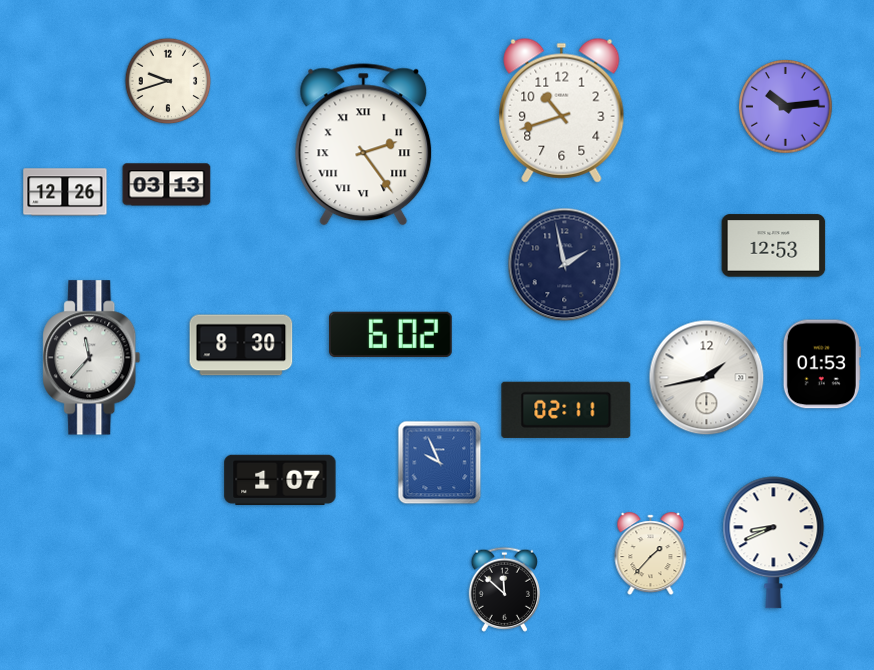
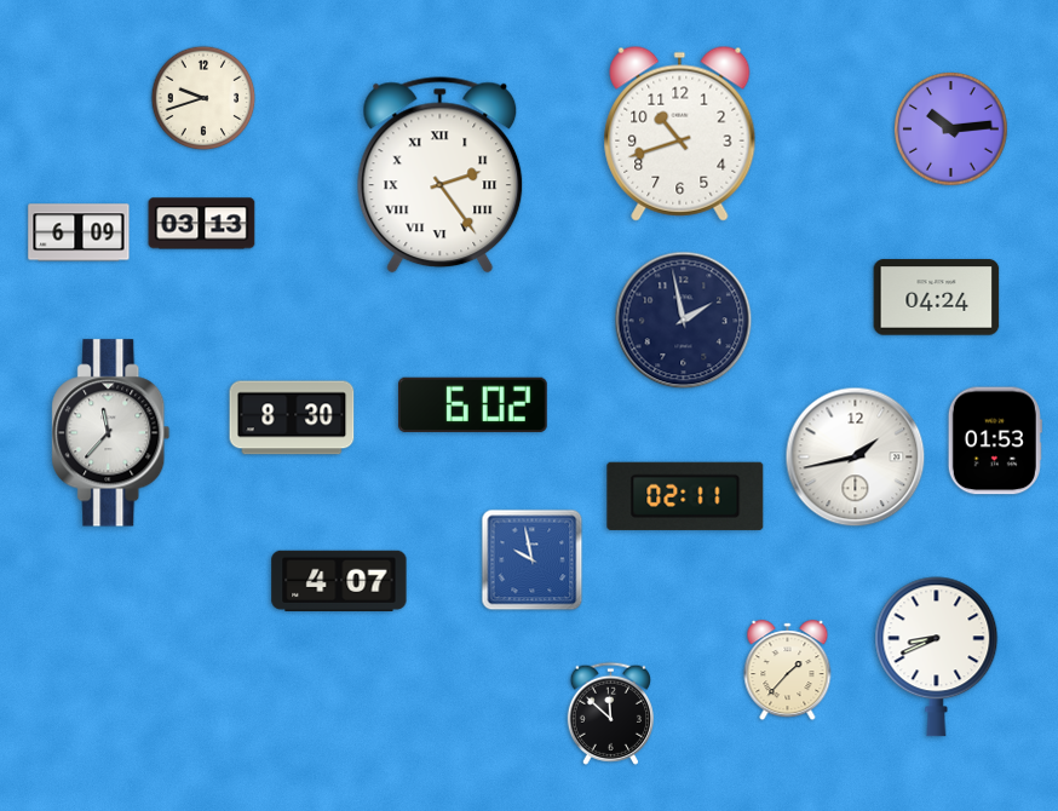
clock at (65, 192): 12:26 -> 6:09
clock at (774, 246): 12:53 -> 04:24
clock at (440, 463): 9:56 -> 9:58
clock at (280, 480): 1:07 -> 4:07
